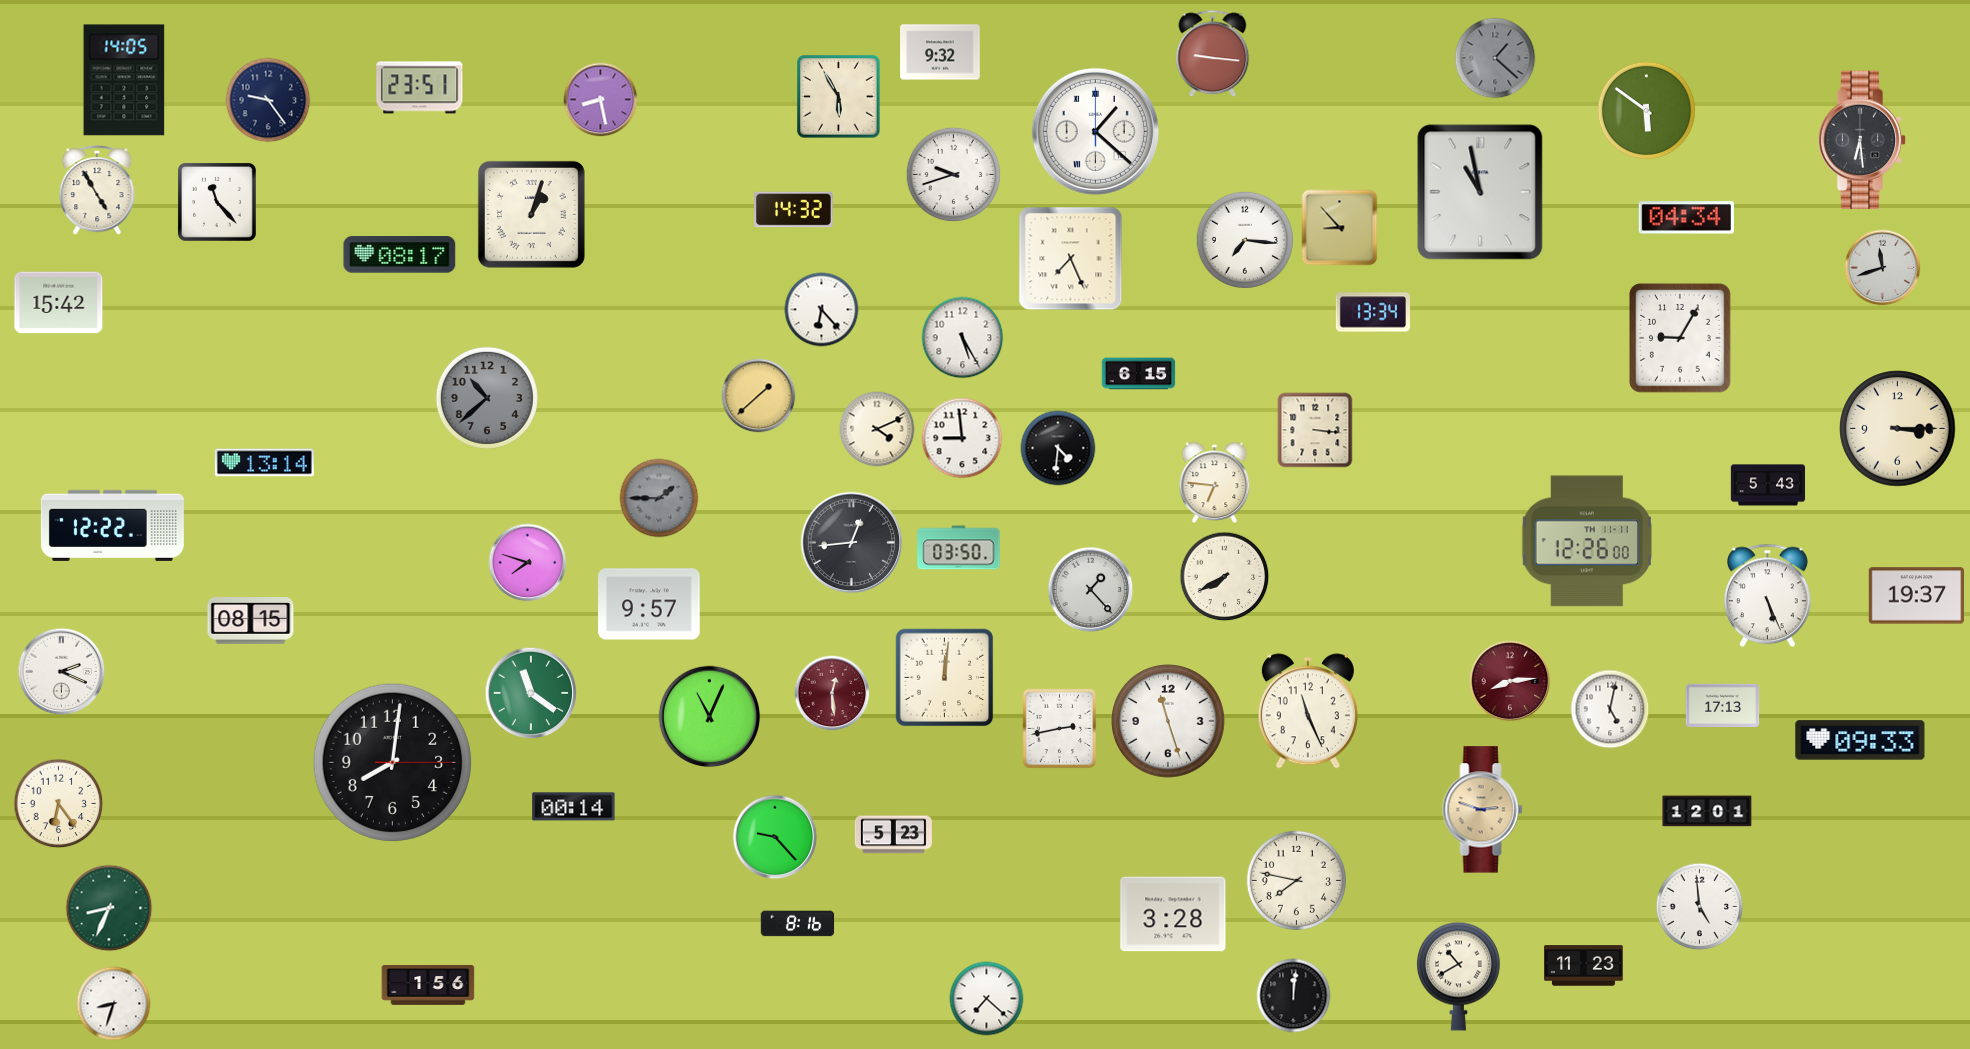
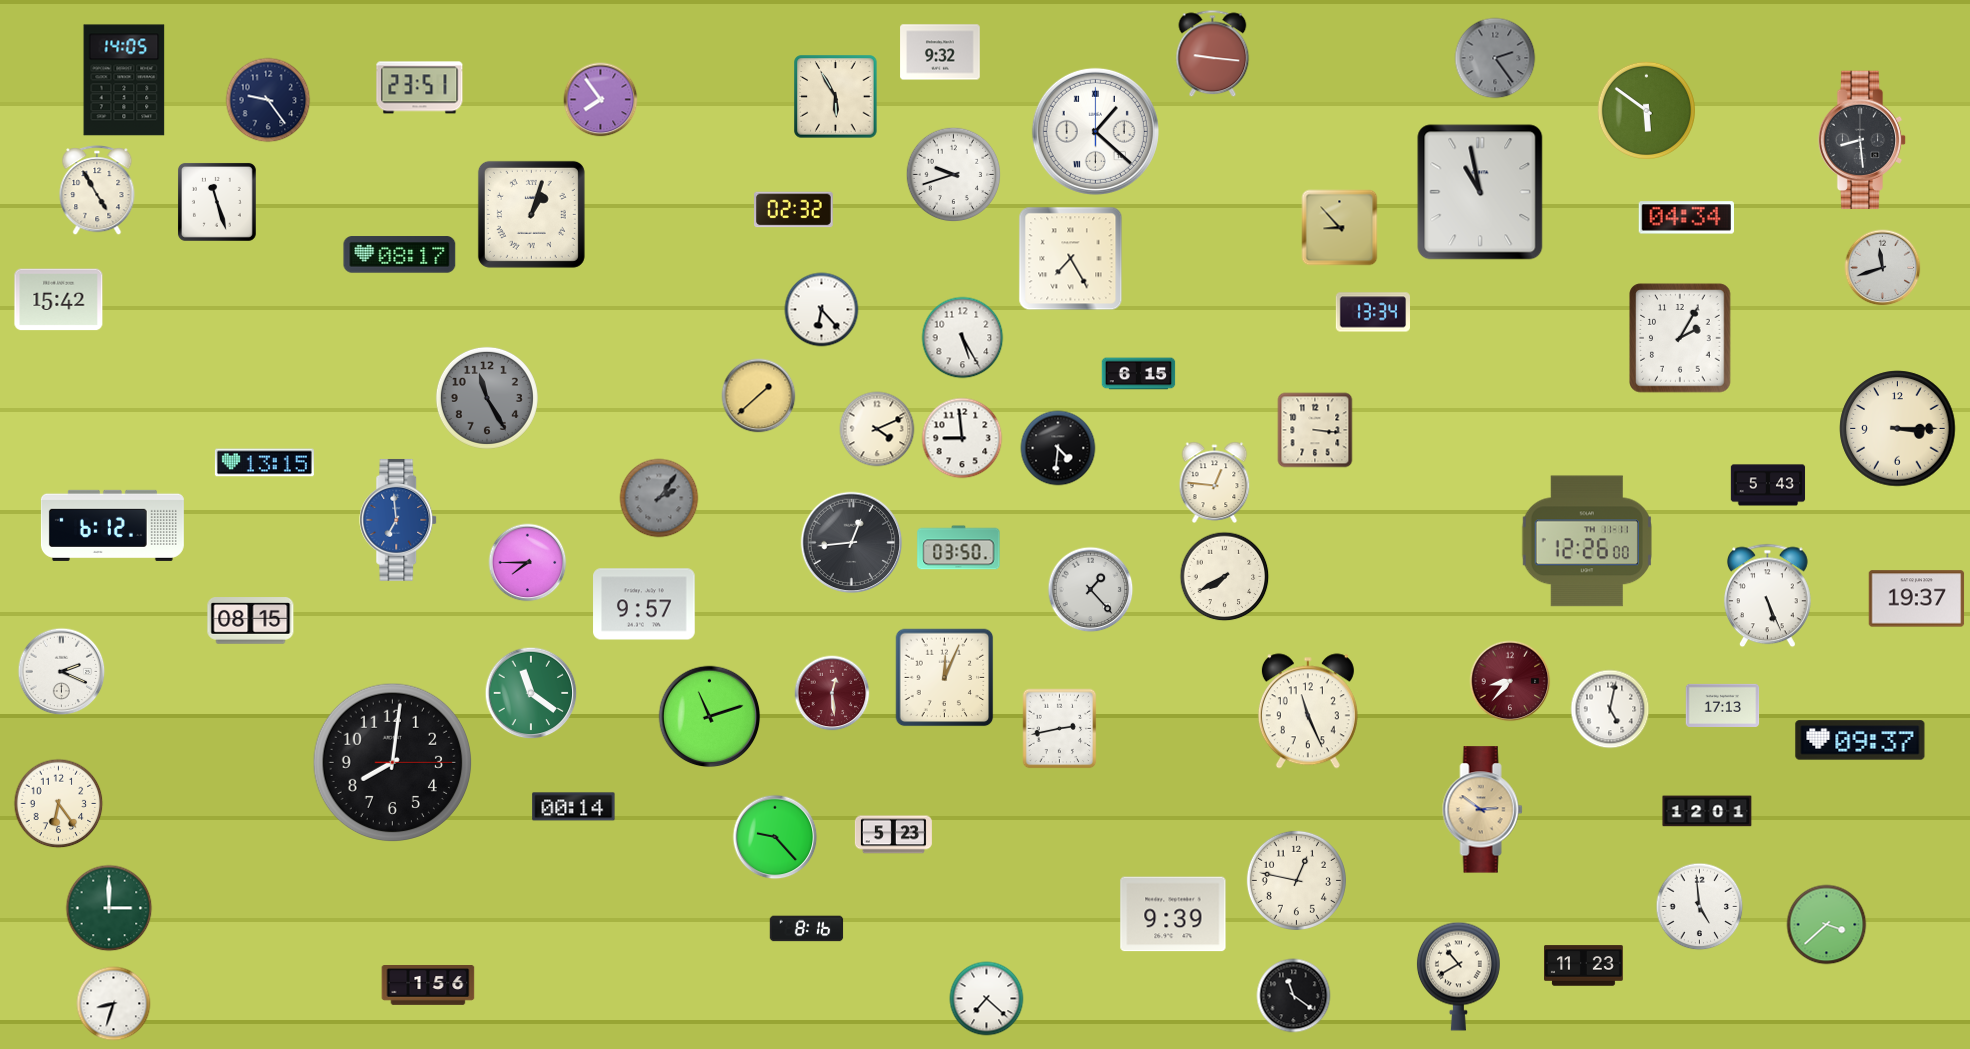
clock at (1495, 58): 1:22 -> 2:24
clock at (839, 97) position: (839, 97) -> (836, 97)
clock at (601, 100): 8:28 -> 7:54
clock at (1862, 140): 6:29 -> 8:29
clock at (217, 202): 11:23 -> 11:27
clock at (794, 210): 14:32 -> 02:32
clock at (1244, 239): 7:16 -> none
clock at (1071, 259): 7:26 -> 7:25
clock at (59, 303) position: (59, 303) -> (59, 300)
clock at (1680, 338): 9:05 -> 2:05
clock at (487, 398): 10:38 -> 11:25
clock at (264, 463): 13:14 -> 13:15
clock at (1215, 482): 6:46 -> 12:46
clock at (659, 498): 1:45 -> 2:06
clock at (399, 520): none -> 6:59
clock at (112, 525): 12:22 -> 6:12
clock at (528, 563): 7:48 -> 7:45
clock at (1917, 596) position: (1917, 596) -> (1917, 599)
clock at (649, 604) position: (649, 604) -> (644, 604)
clock at (945, 678): 12:01 -> 12:04
clock at (1510, 681): 8:14 -> 8:37
clock at (710, 717): 11:04 -> 11:12
clock at (1168, 721): 11:27 -> none
clock at (1860, 740): 09:33 -> 09:37
clock at (1483, 810): 2:48 -> 2:51
clock at (1296, 880): 7:47 -> 12:47
clock at (109, 908): 8:34 -> 3:00
clock at (1173, 914): 3:28 -> 9:39
clock at (798, 924) position: (798, 924) -> (807, 929)
clock at (1827, 925): none -> 3:38
clock at (1294, 996): 12:01 -> 11:21
